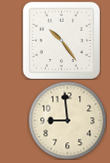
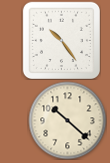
clock at (67, 120): 8:59 -> 10:22
